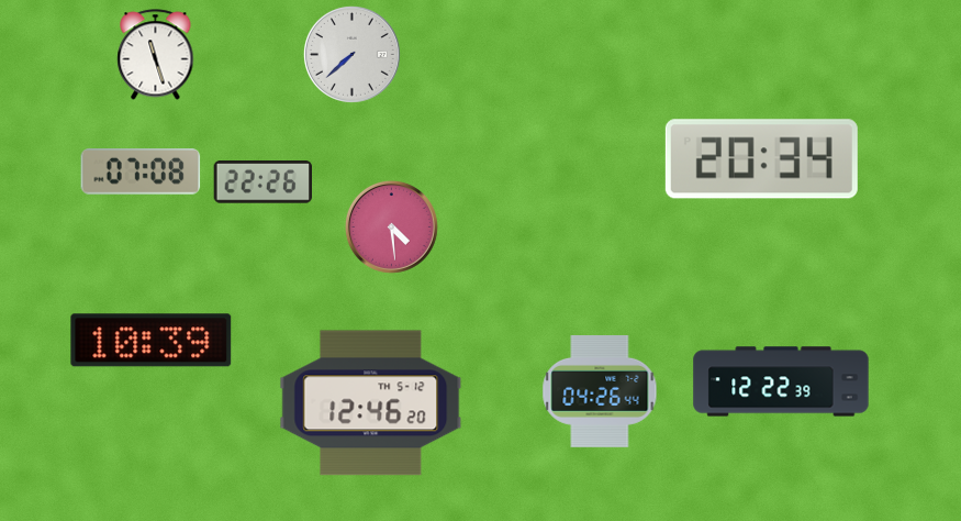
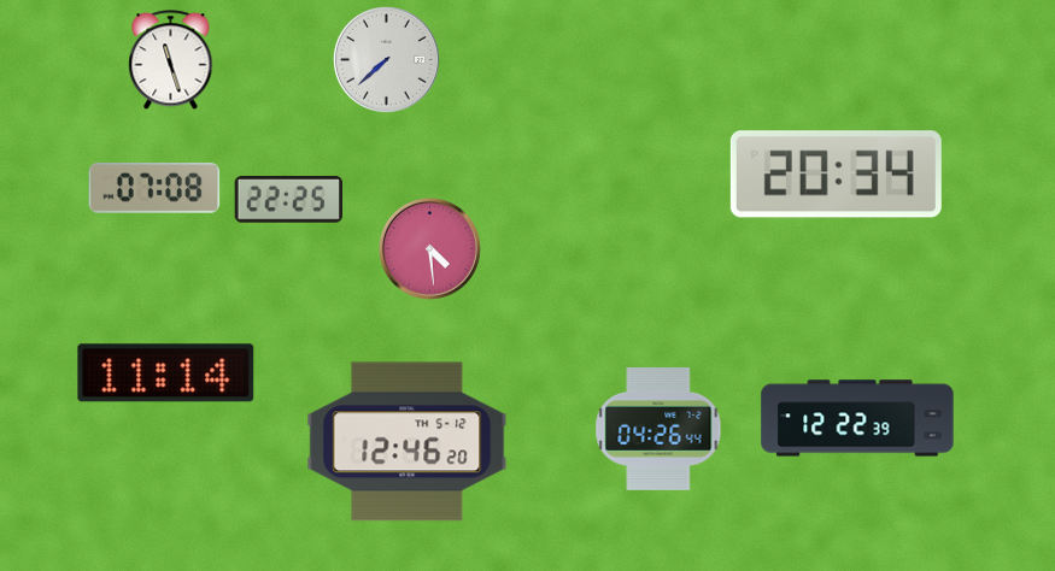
clock at (262, 182): 22:26 -> 22:25
clock at (152, 341): 10:39 -> 11:14
